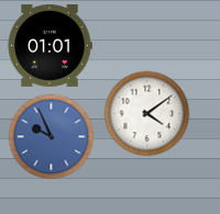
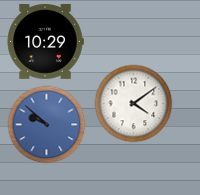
clock at (50, 45): 01:01 -> 10:29
clock at (51, 136): 9:56 -> 9:52
